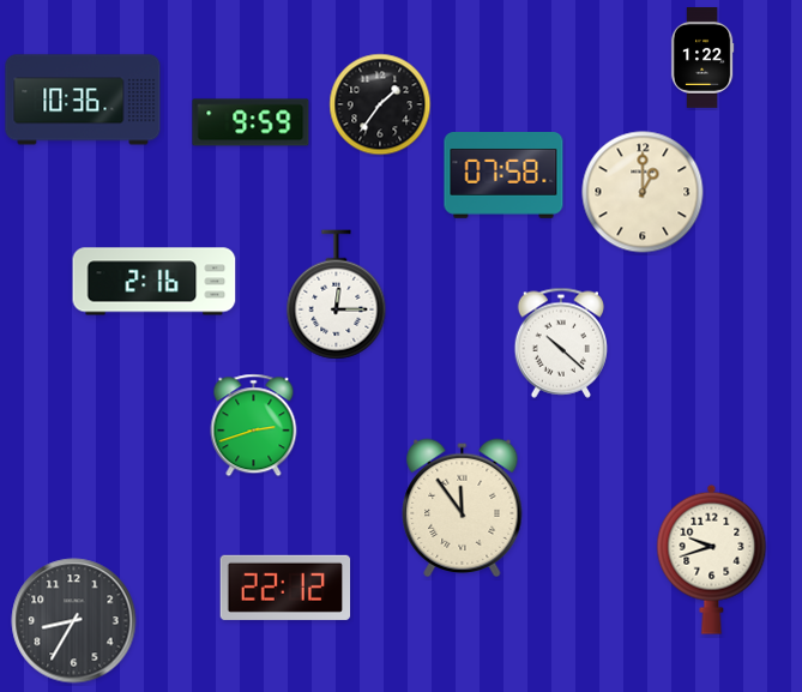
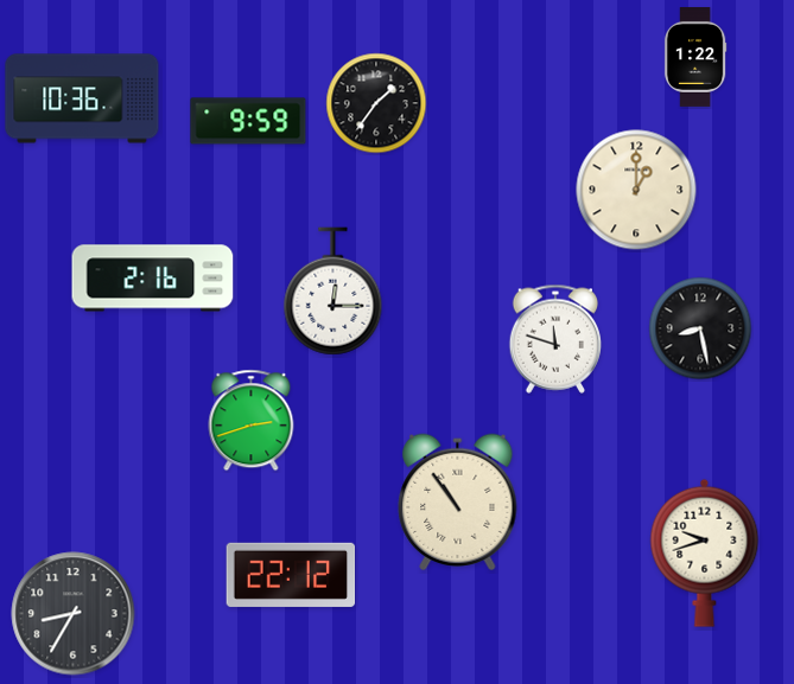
clock at (503, 176): 07:58 -> none
clock at (700, 328): none -> 8:28
clock at (561, 343): 10:22 -> 11:48
clock at (463, 507): 11:54 -> 10:54
clock at (285, 588) position: (285, 588) -> (291, 575)
